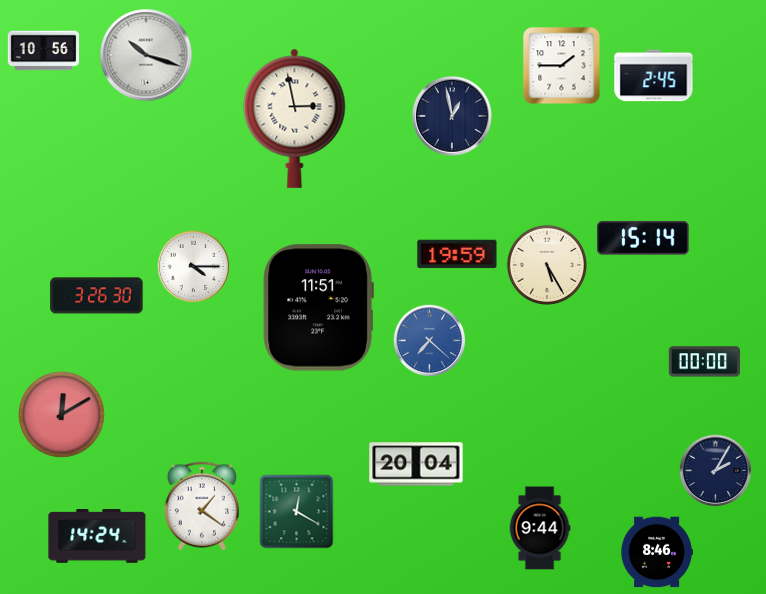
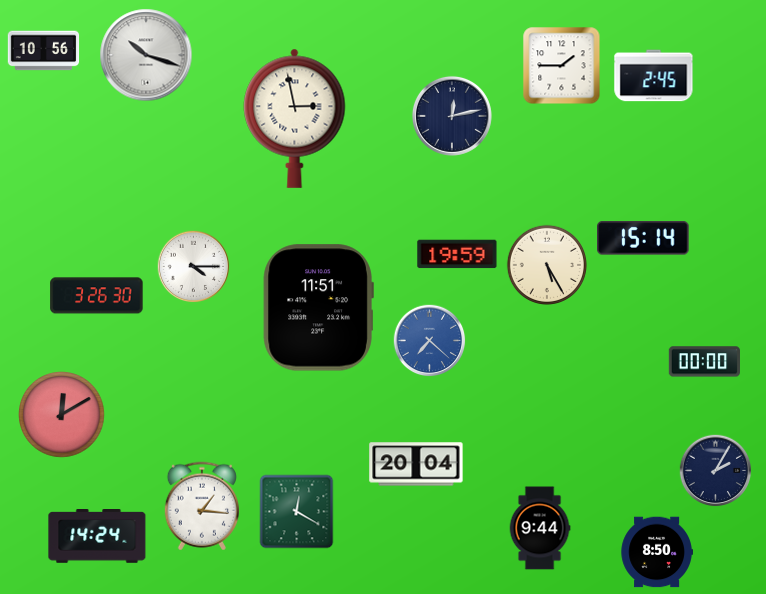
clock at (452, 116): 12:58 -> 12:13
clock at (202, 506): 1:21 -> 1:16
clock at (657, 552): 8:46 -> 8:50
